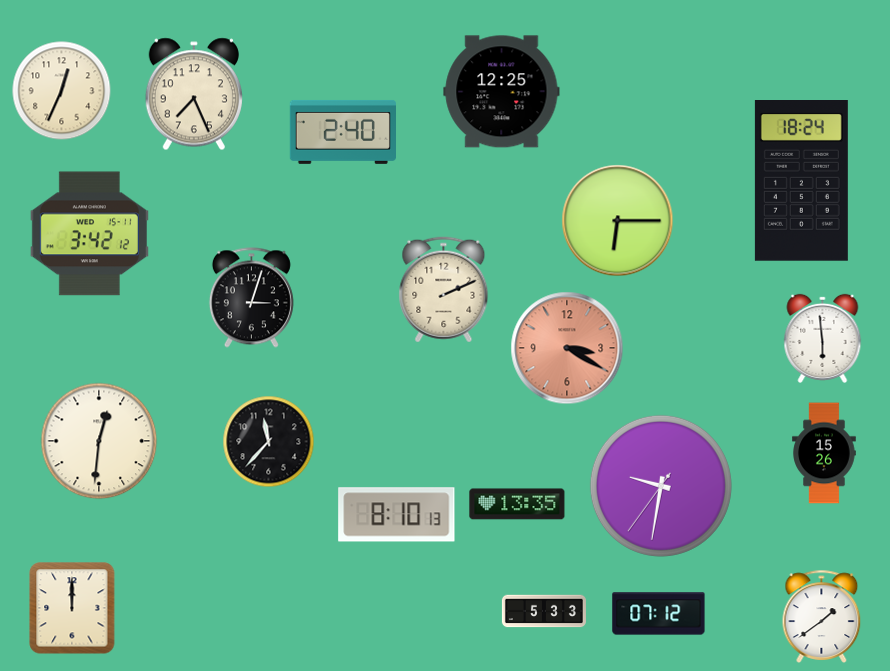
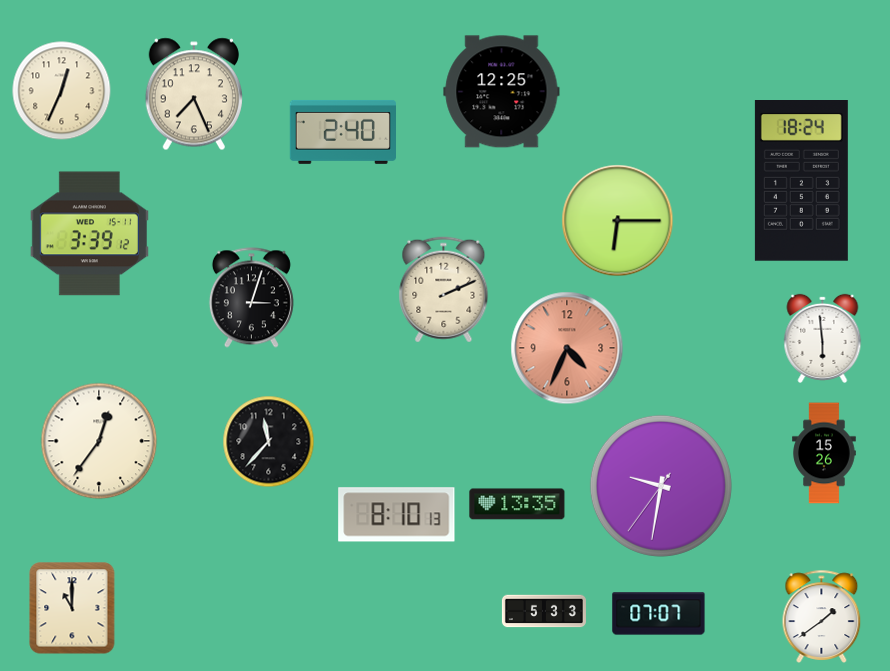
clock at (89, 234): 3:42 -> 3:39
clock at (567, 348): 3:20 -> 4:34
clock at (99, 441): 12:31 -> 12:36
clock at (72, 608): 12:00 -> 11:00
clock at (659, 614): 07:12 -> 07:07
